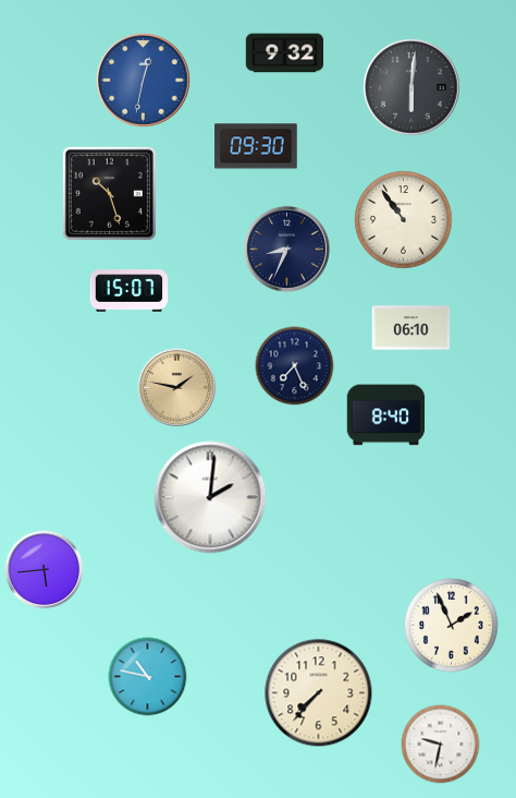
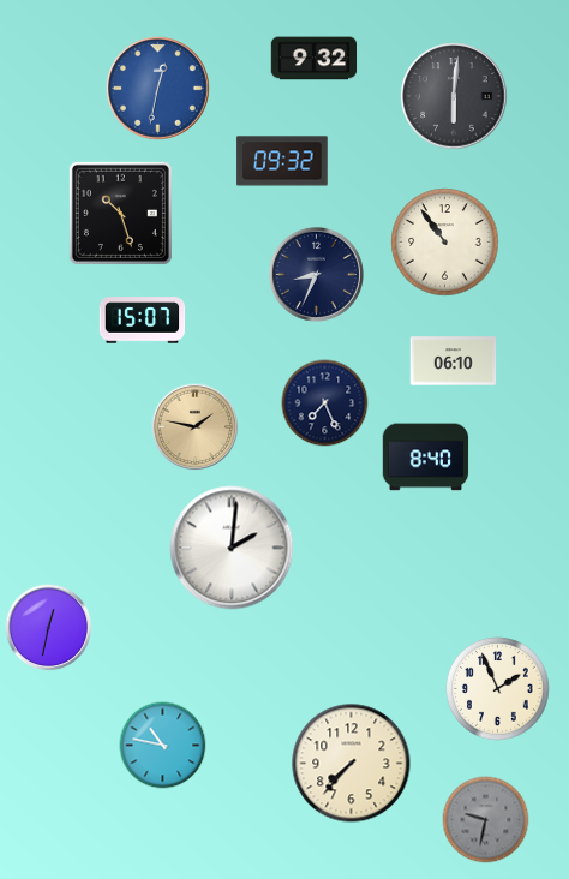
clock at (256, 146): 09:30 -> 09:32
clock at (45, 570): 5:44 -> 12:32
clock at (441, 745) dial: white -> grey
